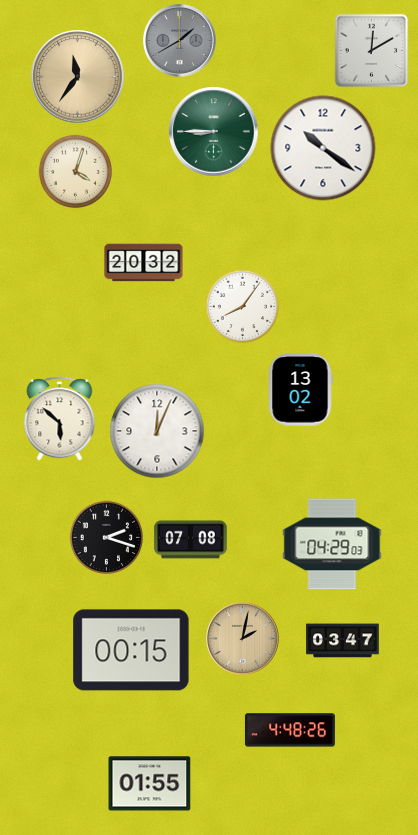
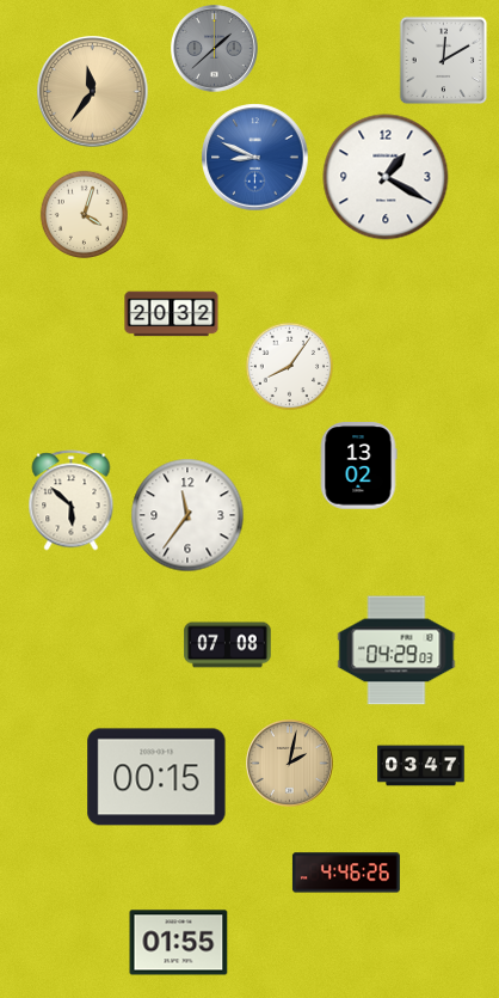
clock at (180, 41): 1:40 -> 1:38
clock at (214, 132): 8:45 -> 8:49
clock at (214, 132) dial: green -> blue
clock at (323, 148): 10:21 -> 1:20
clock at (76, 172) position: (76, 172) -> (85, 215)
clock at (157, 431): 12:04 -> 11:36
clock at (107, 538): 2:18 -> none
clock at (343, 641) position: (343, 641) -> (421, 766)
clock at (290, 730): 4:48 -> 4:46
clock at (150, 784) position: (150, 784) -> (179, 943)
